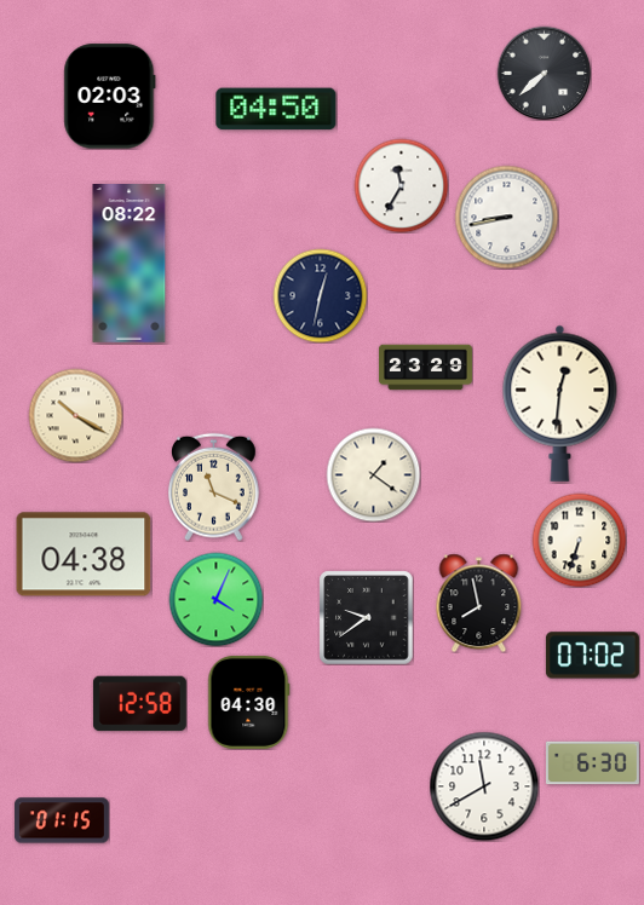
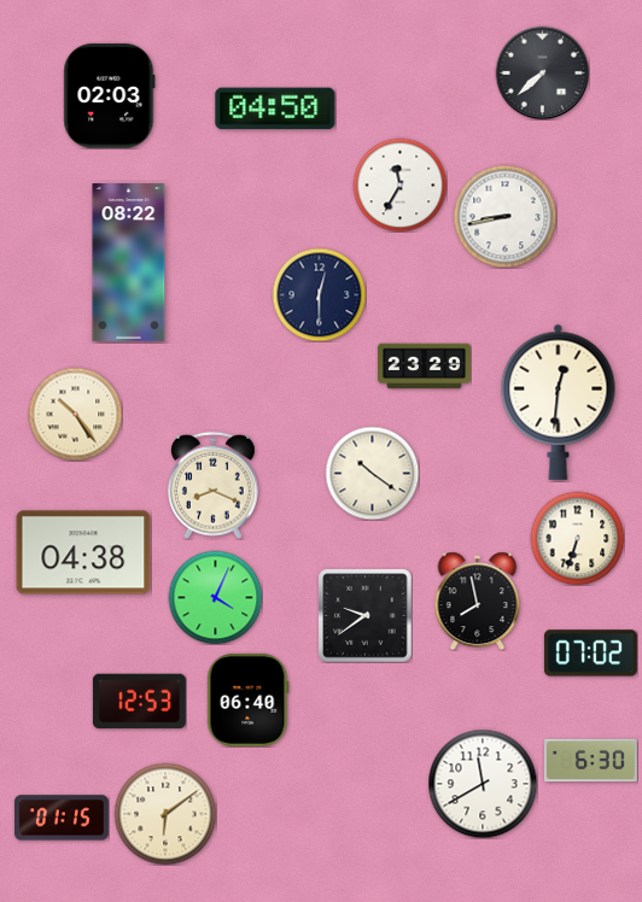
clock at (320, 295): 12:32 -> 12:30
clock at (75, 415): 10:20 -> 10:24
clock at (373, 474): 1:21 -> 10:21
clock at (214, 486): 11:19 -> 8:19
clock at (249, 702): 04:30 -> 06:40
clock at (139, 704): 12:58 -> 12:53
clock at (165, 814): none -> 6:09
